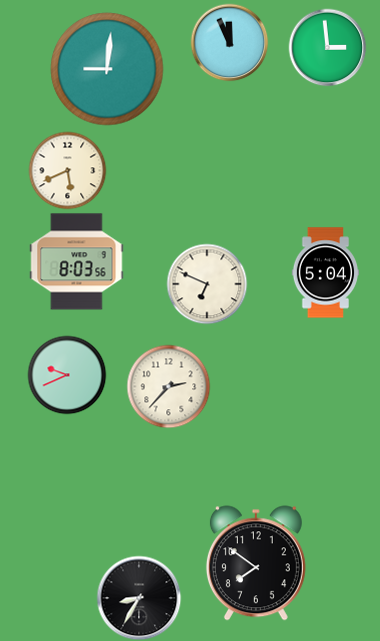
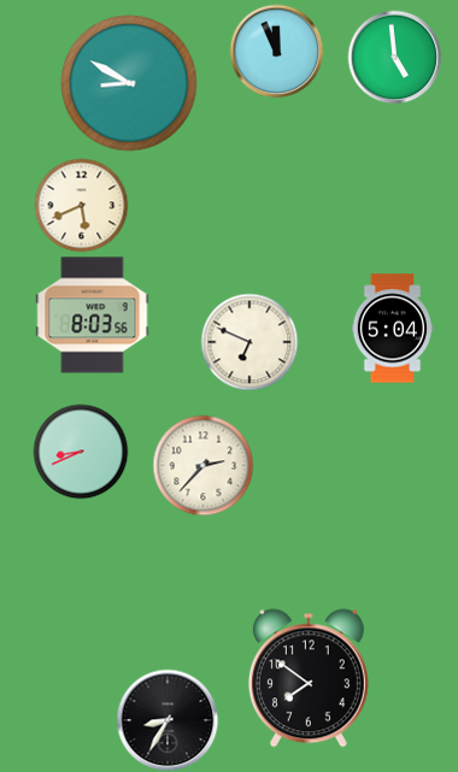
clock at (327, 47): 2:59 -> 4:59
clock at (107, 69): 9:01 -> 8:50
clock at (67, 375): 9:41 -> 8:41
